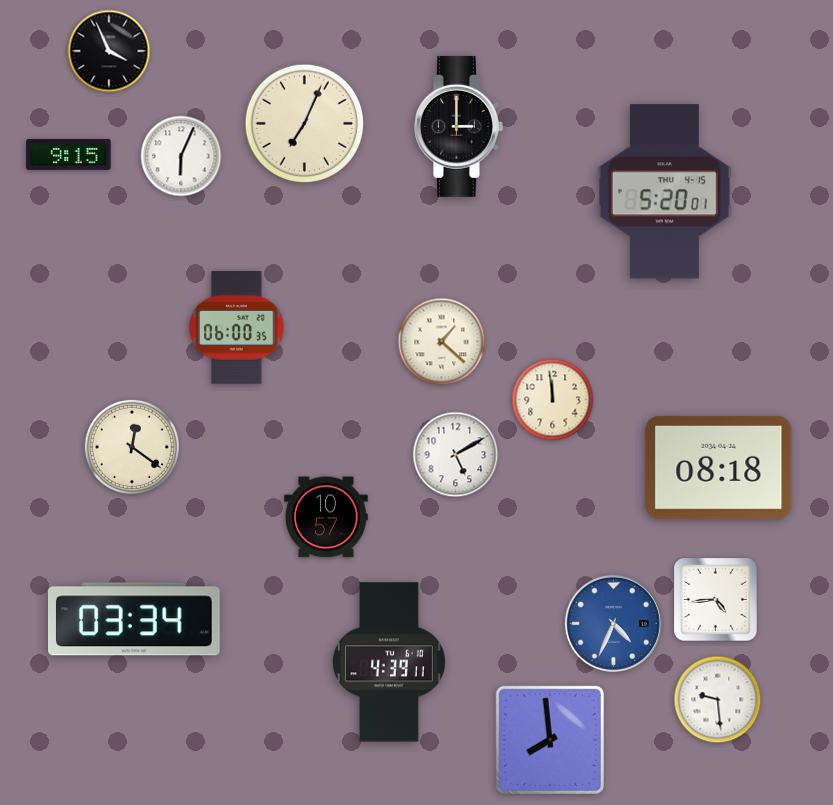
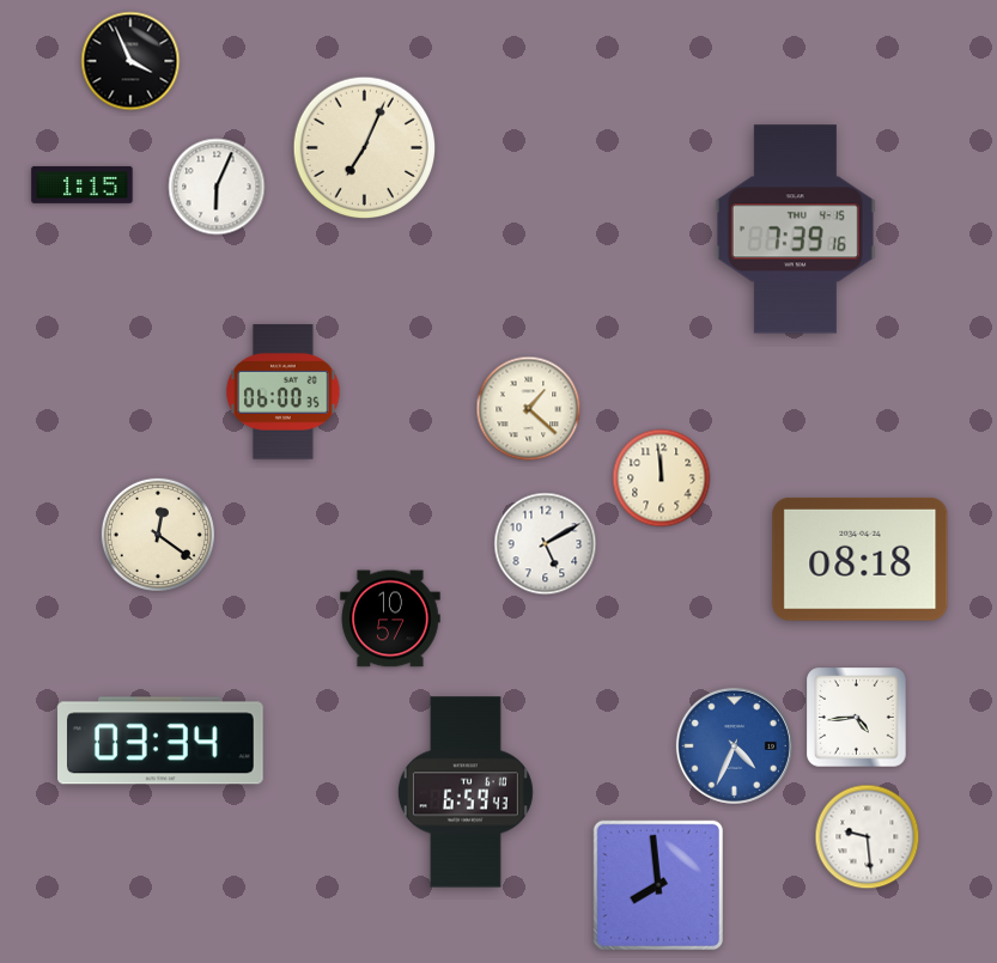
clock at (458, 126): 3:00 -> none
clock at (69, 154): 9:15 -> 1:15
clock at (664, 192): 5:20 -> 7:39
clock at (389, 662): 4:39 -> 6:59
clock at (718, 700) position: (718, 700) -> (868, 837)
